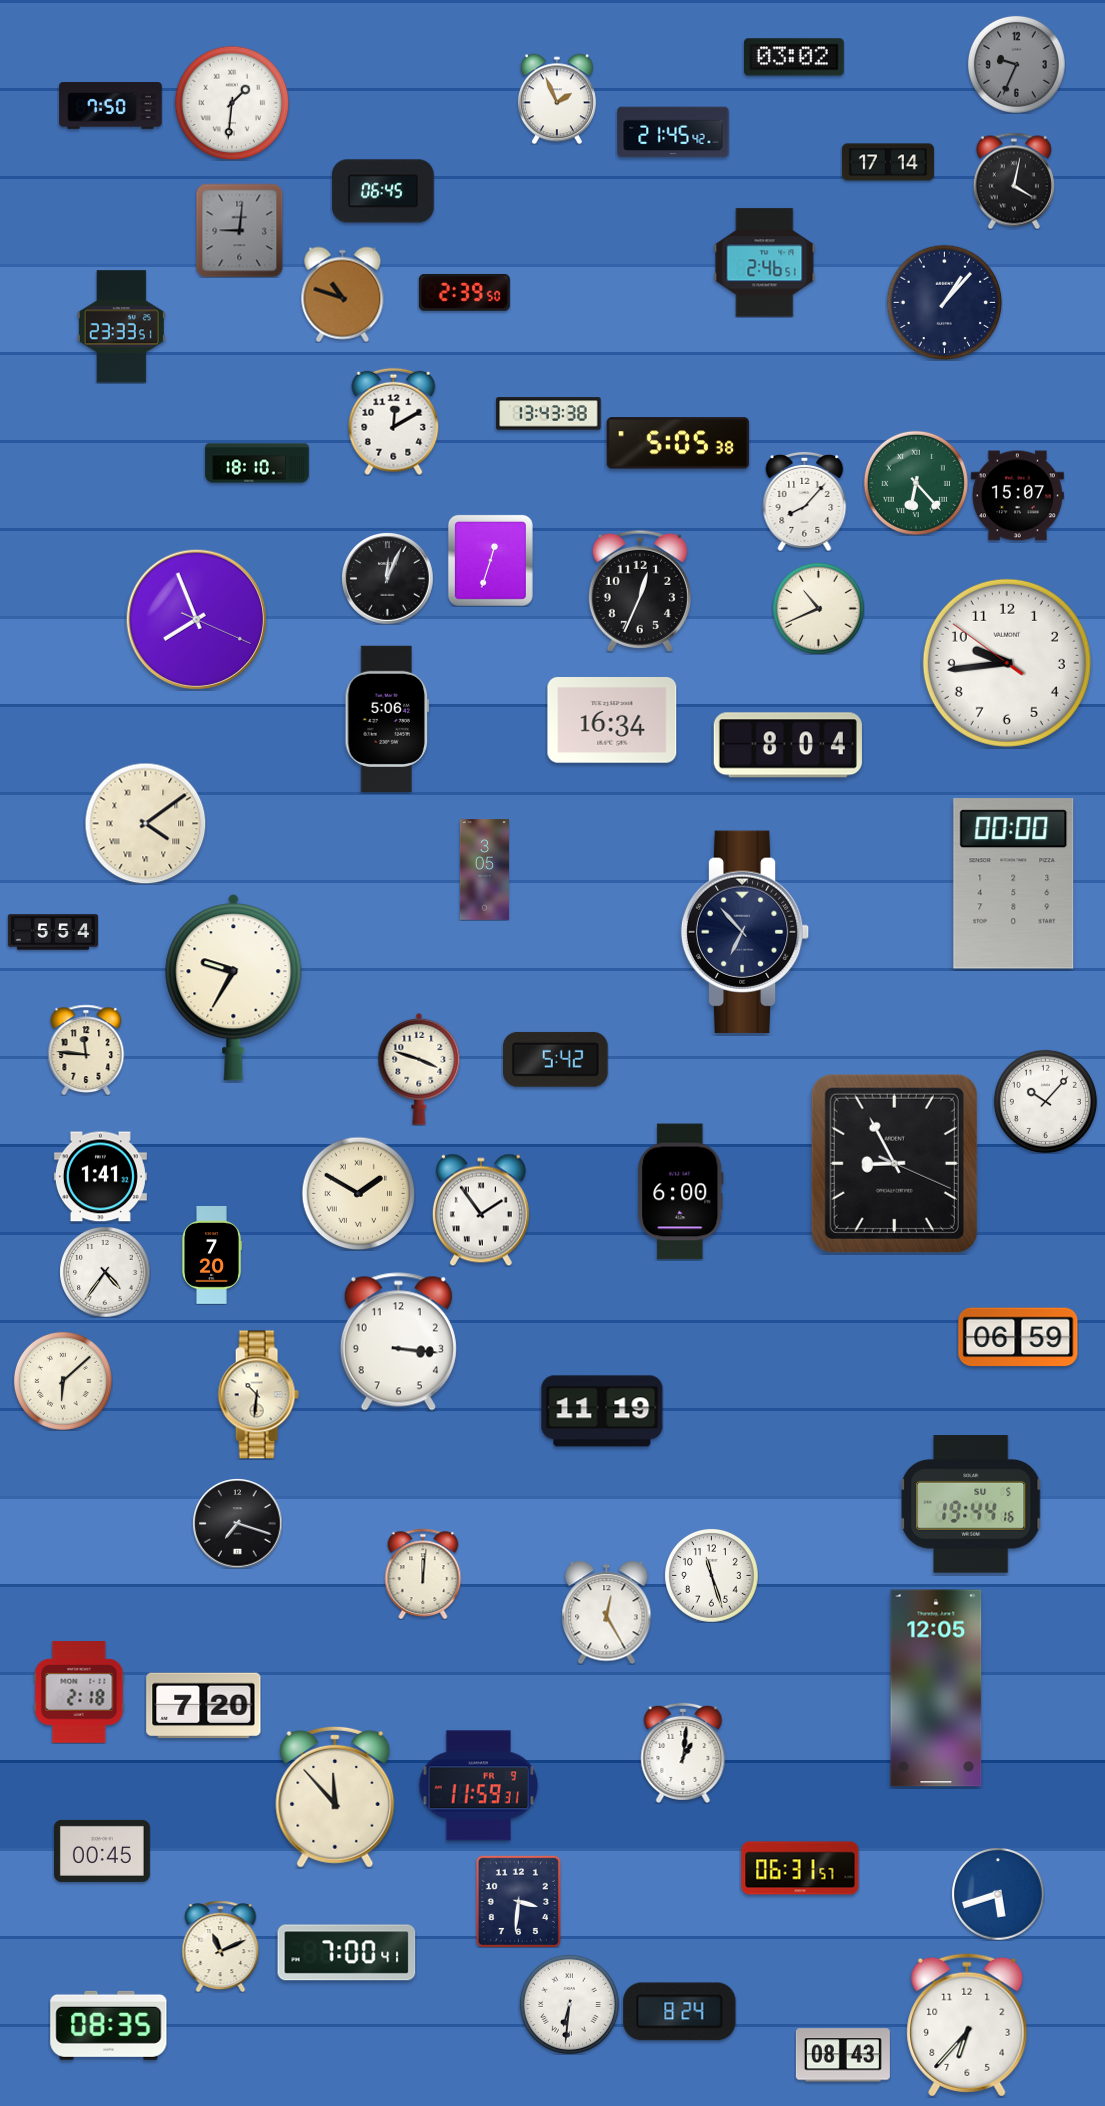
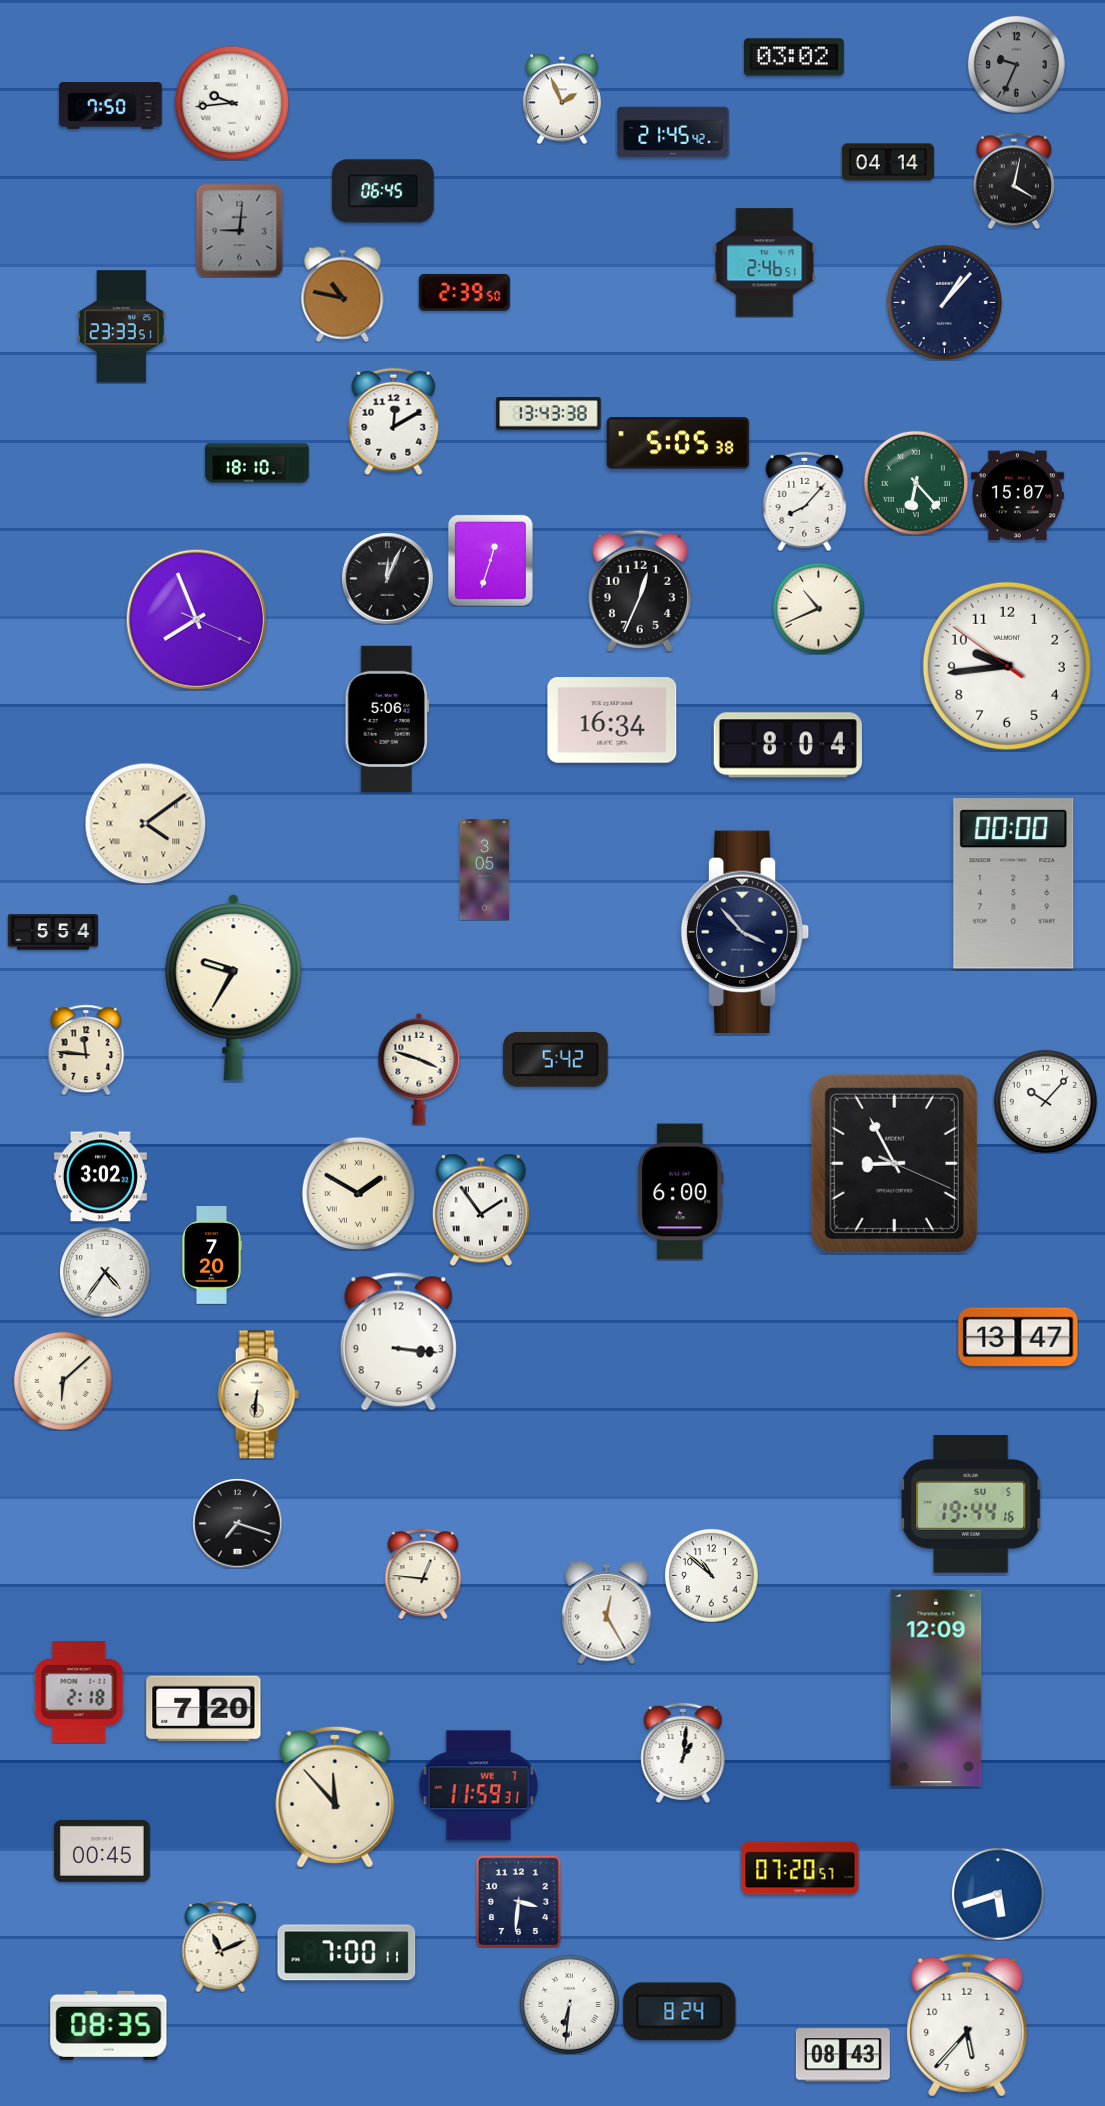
clock at (557, 99) position: (557, 99) -> (562, 99)
clock at (232, 103): 1:31 -> 9:44
clock at (888, 162): 17:14 -> 04:14
clock at (343, 294): 10:48 -> 10:47
clock at (1007, 663) position: (1007, 663) -> (1007, 666)
clock at (745, 932): 6:53 -> 3:53
clock at (100, 1177): 1:41 -> 3:02
clock at (1018, 1337): 06:59 -> 13:47
clock at (258, 1395): 10:31 -> 6:31
clock at (602, 1411): 11:19 -> none
clock at (423, 1574): 12:01 -> 12:46
clock at (712, 1576): 11:27 -> 10:52
clock at (936, 1688): 12:05 -> 12:09
clock at (204, 1706) position: (204, 1706) -> (204, 1709)
clock at (478, 1786) date: FR 9 -> WE 7
clock at (800, 1868): 06:31 -> 07:20
clock at (347, 1953): 7:00:41 -> 7:00:11
clock at (967, 2025): 6:37 -> 5:37
